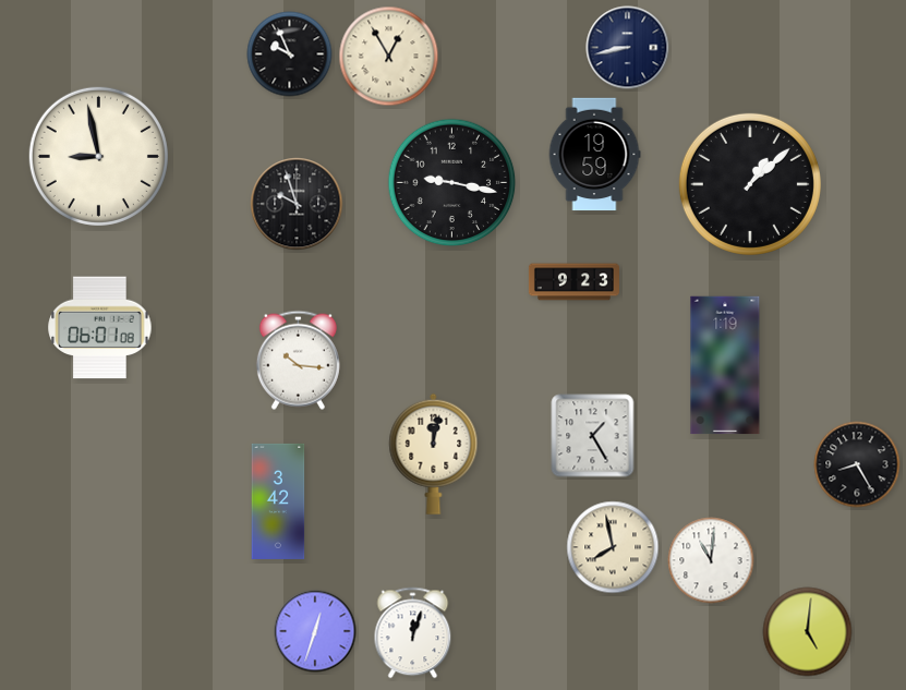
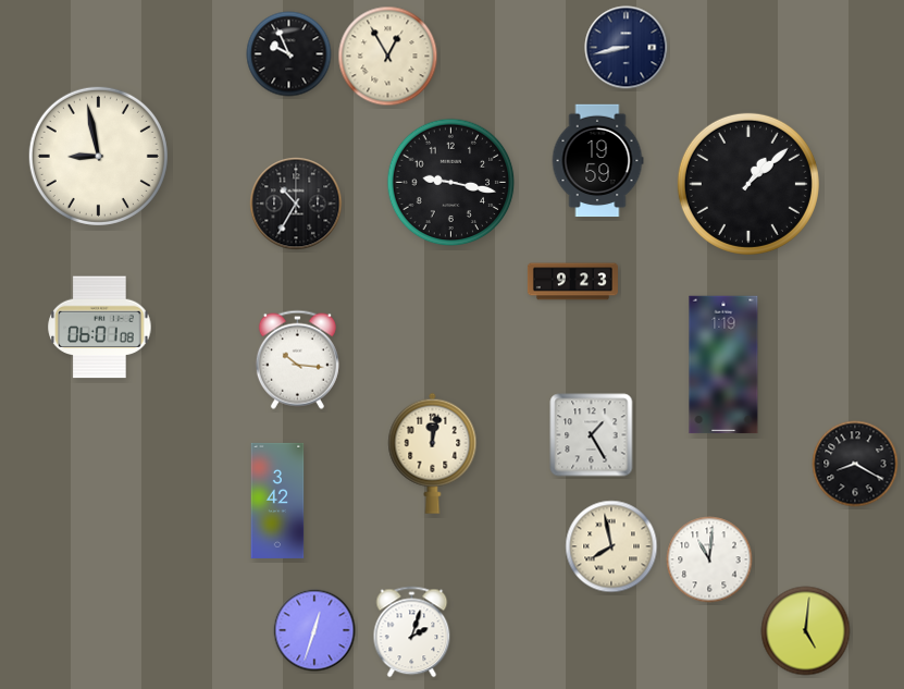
clock at (594, 155) position: (594, 155) -> (597, 161)
clock at (297, 204): 9:57 -> 10:35
clock at (857, 464): 8:25 -> 8:20
clock at (413, 633): 12:03 -> 2:03
